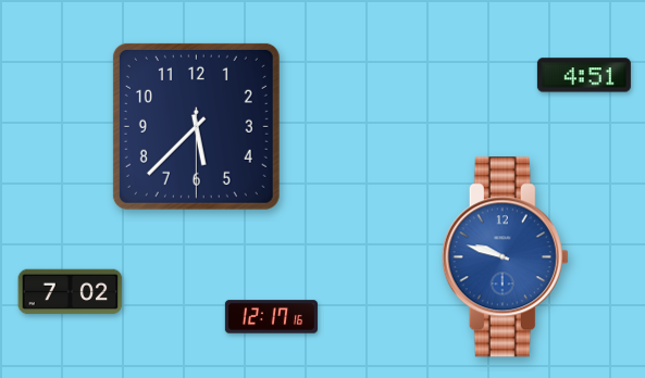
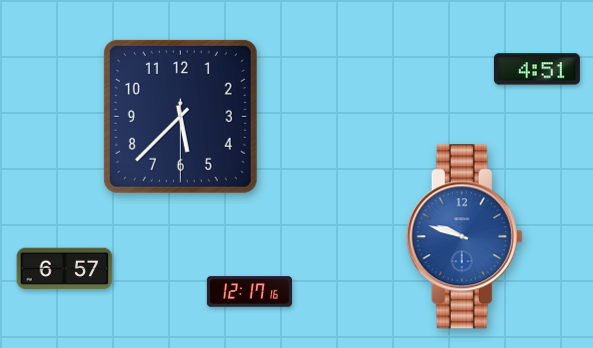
clock at (71, 292): 7:02 -> 6:57
